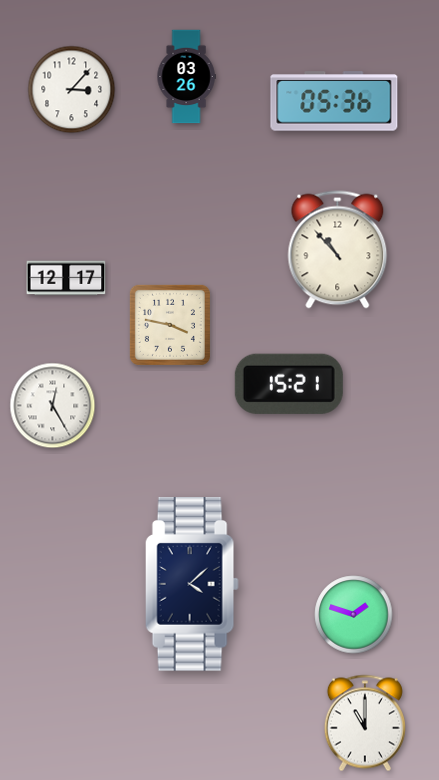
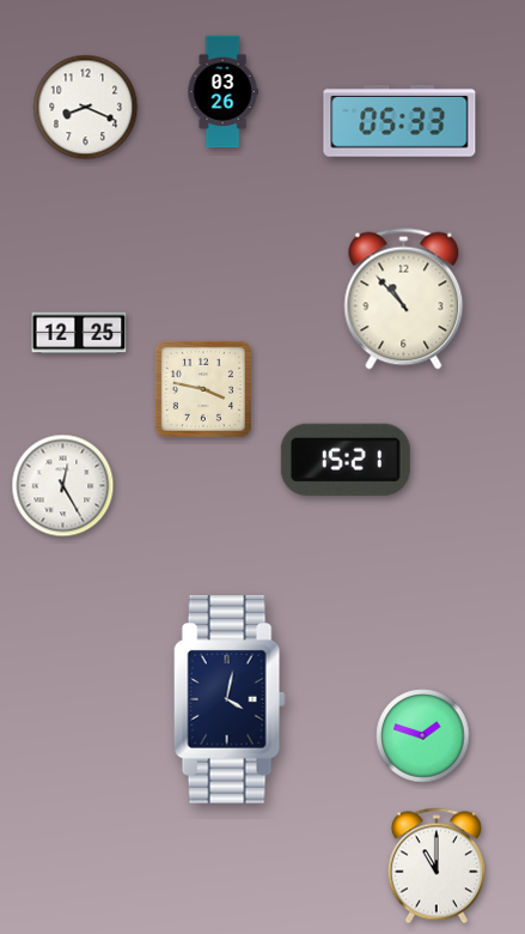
clock at (72, 90): 3:07 -> 8:19
clock at (334, 101): 05:36 -> 05:33
clock at (66, 278): 12:17 -> 12:25
clock at (192, 585): 4:08 -> 4:02
